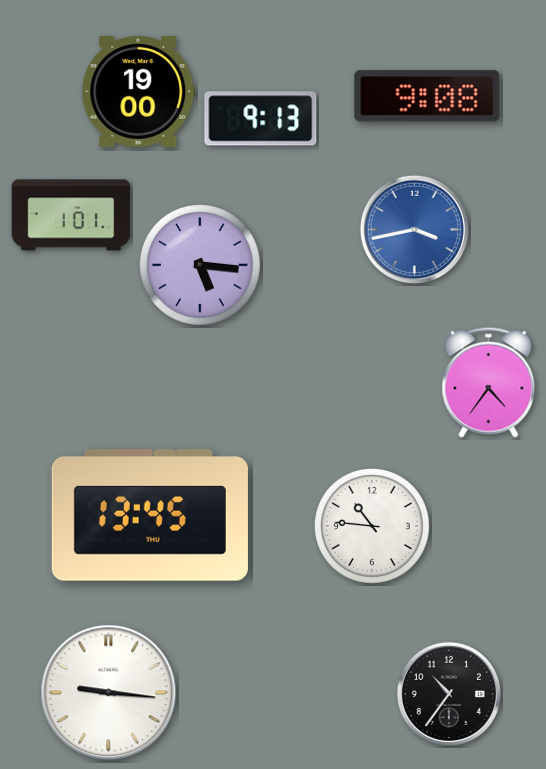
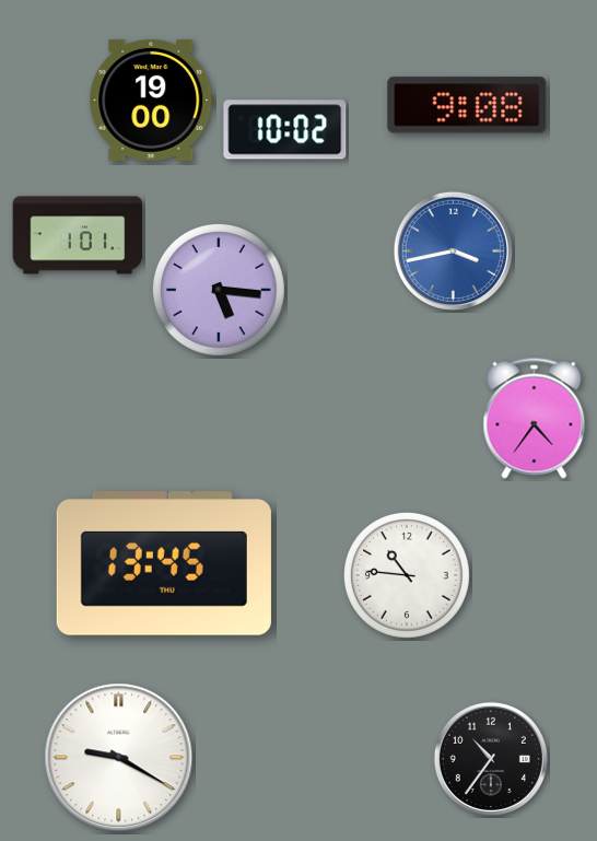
clock at (261, 119): 9:13 -> 10:02
clock at (109, 693): 9:16 -> 9:20
